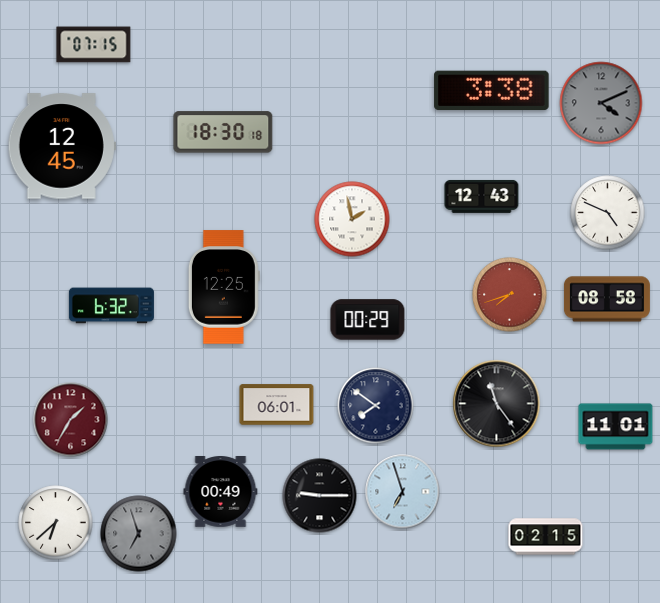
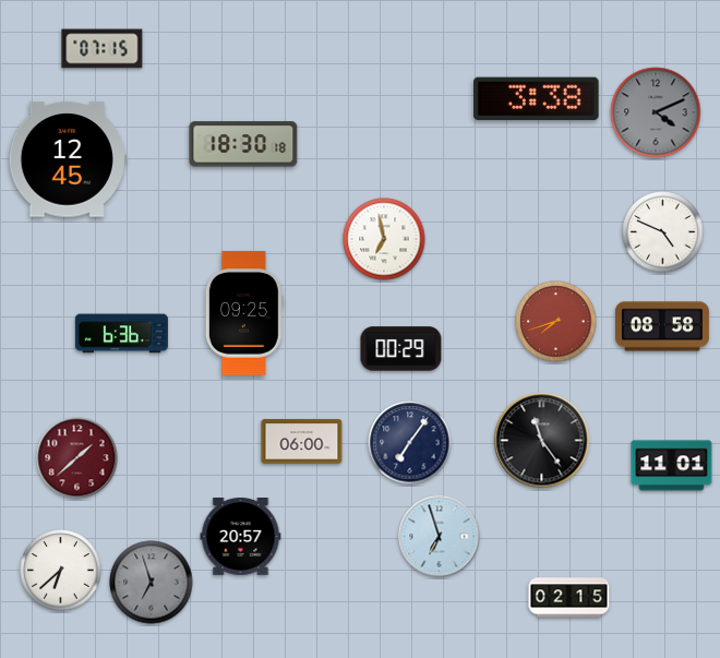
clock at (482, 196): 12:43 -> none
clock at (352, 219): 1:58 -> 6:58
clock at (224, 287): 12:25 -> 09:25
clock at (111, 306): 6:32 -> 6:36
clock at (277, 405): 06:01 -> 06:00
clock at (376, 406): 7:51 -> 7:06
clock at (71, 420): 1:35 -> 1:38
clock at (221, 492): 00:49 -> 20:57
clock at (320, 496): 9:15 -> none
clock at (546, 537) position: (546, 537) -> (569, 598)
